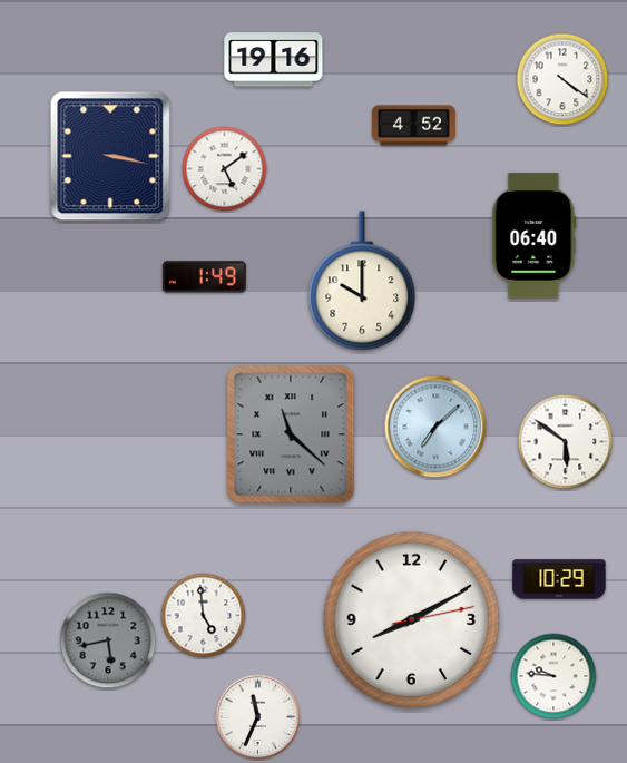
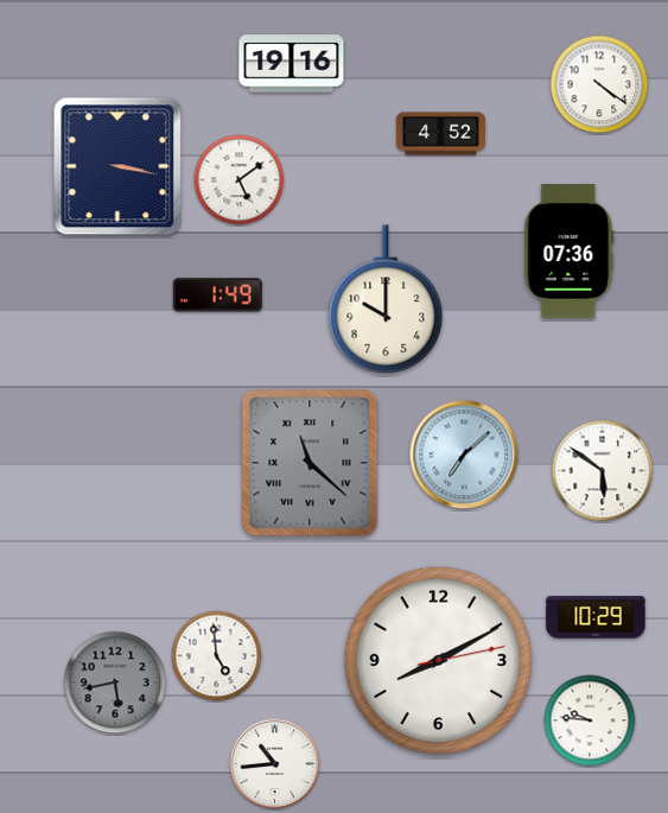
clock at (535, 236): 06:40 -> 07:36
clock at (258, 717): 11:34 -> 10:44
